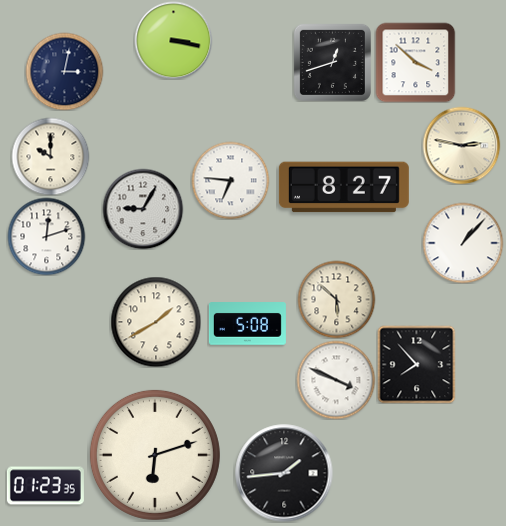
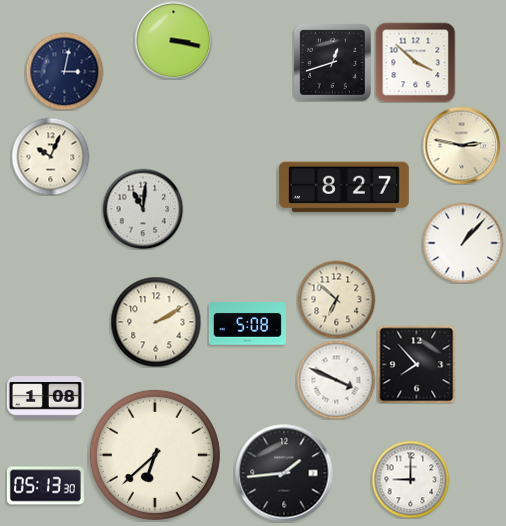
clock at (50, 156): 10:00 -> 10:04
clock at (230, 180): 6:46 -> none
clock at (143, 209): 9:05 -> 11:01
clock at (46, 236): 12:12 -> none
clock at (336, 299): 5:52 -> 6:52
clock at (156, 322): 1:40 -> 2:10
clock at (45, 398): none -> 1:08
clock at (155, 455): 6:12 -> 6:38
clock at (410, 479): none -> 9:00
clock at (45, 486): 01:23 -> 05:13
